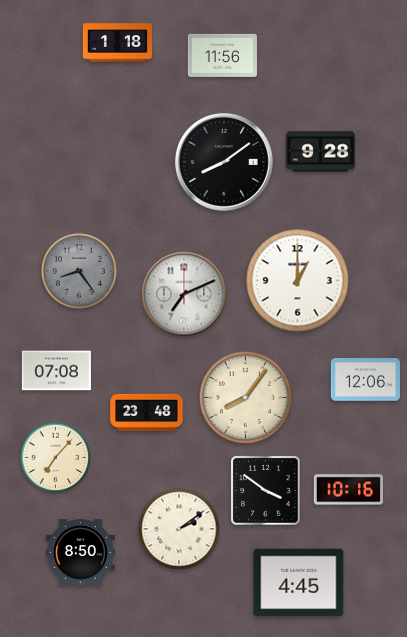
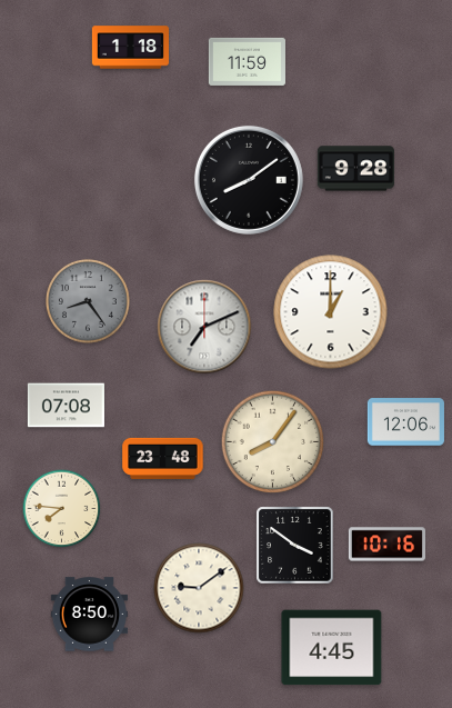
clock at (222, 55): 11:56 -> 11:59
clock at (56, 371) position: (56, 371) -> (66, 406)
clock at (56, 458): 7:07 -> 7:46
clock at (179, 529): 2:09 -> 9:09
